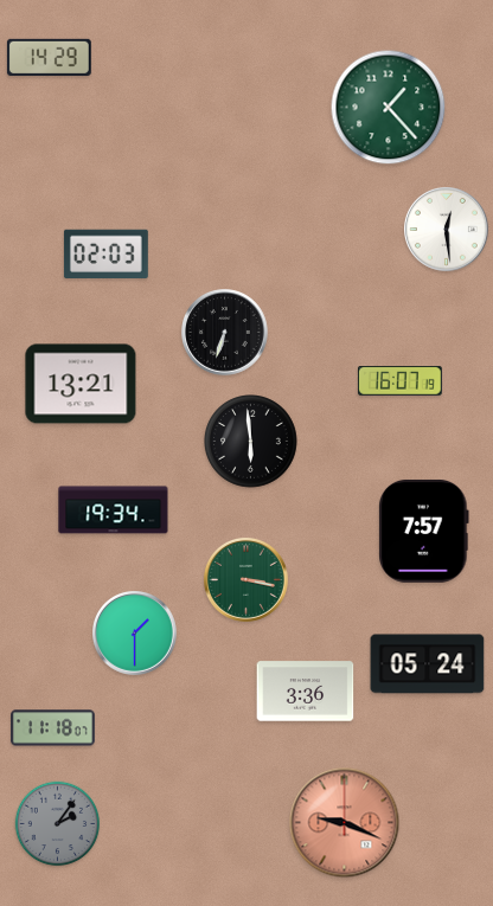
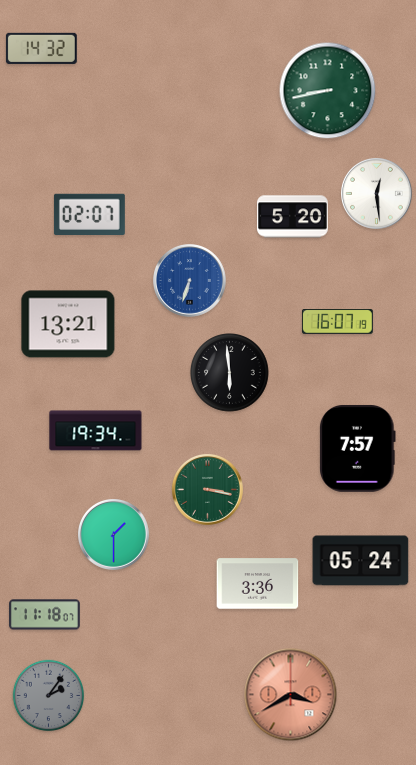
clock at (49, 57): 14:29 -> 14:32
clock at (389, 108): 1:23 -> 8:43
clock at (105, 253): 02:03 -> 02:07
clock at (292, 217): none -> 5:20
clock at (225, 333) dial: black -> blue
clock at (251, 442) position: (251, 442) -> (230, 373)
clock at (345, 823): 9:19 -> 3:40
